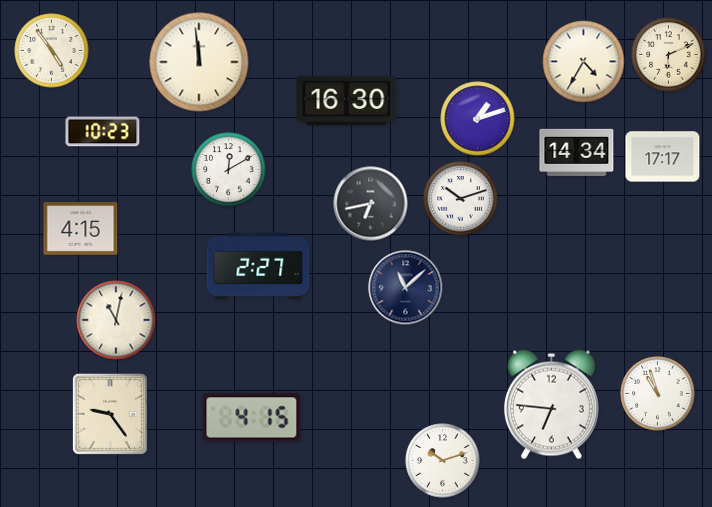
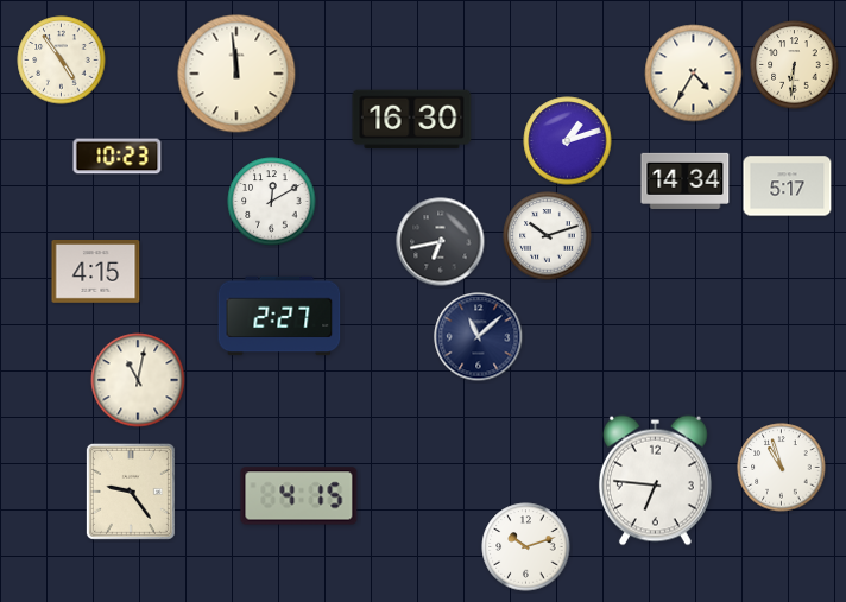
clock at (669, 55): 6:11 -> 6:31
clock at (103, 132) position: (103, 132) -> (118, 157)
clock at (663, 157): 17:17 -> 5:17
clock at (258, 266) position: (258, 266) -> (279, 316)
clock at (406, 288) position: (406, 288) -> (479, 337)
